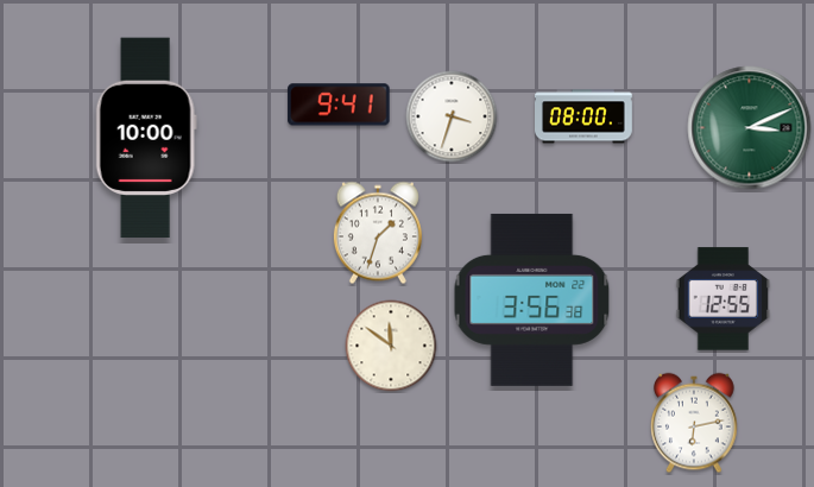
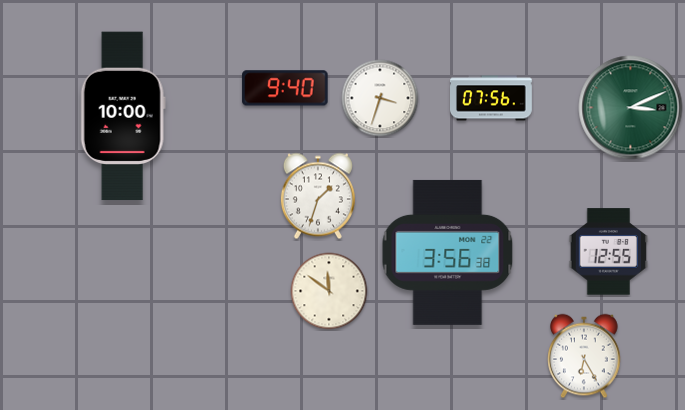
clock at (339, 105): 9:41 -> 9:40
clock at (585, 116): 08:00 -> 07:56
clock at (694, 423): 6:13 -> 6:25
